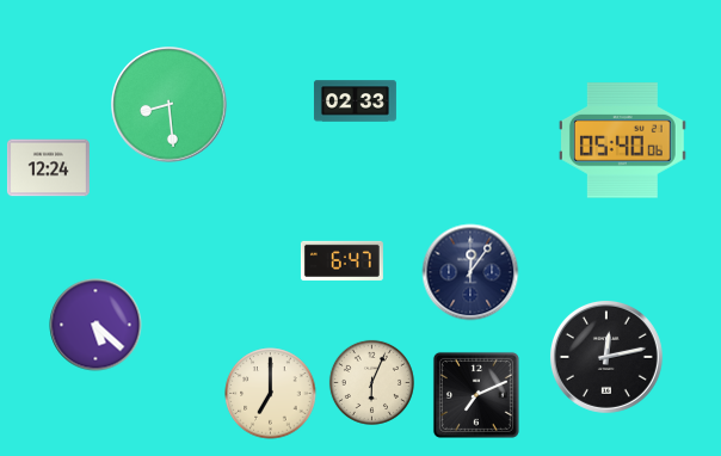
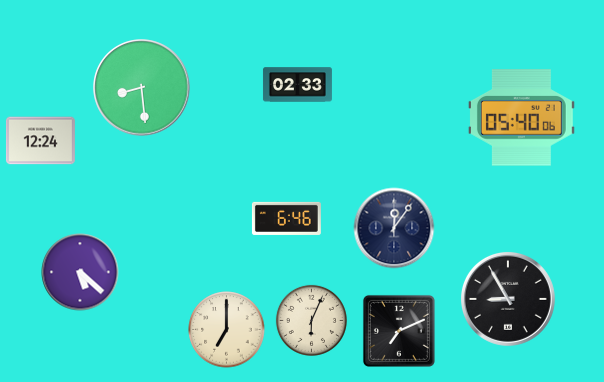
clock at (341, 260): 6:47 -> 6:46
clock at (606, 357): 12:13 -> 8:55
